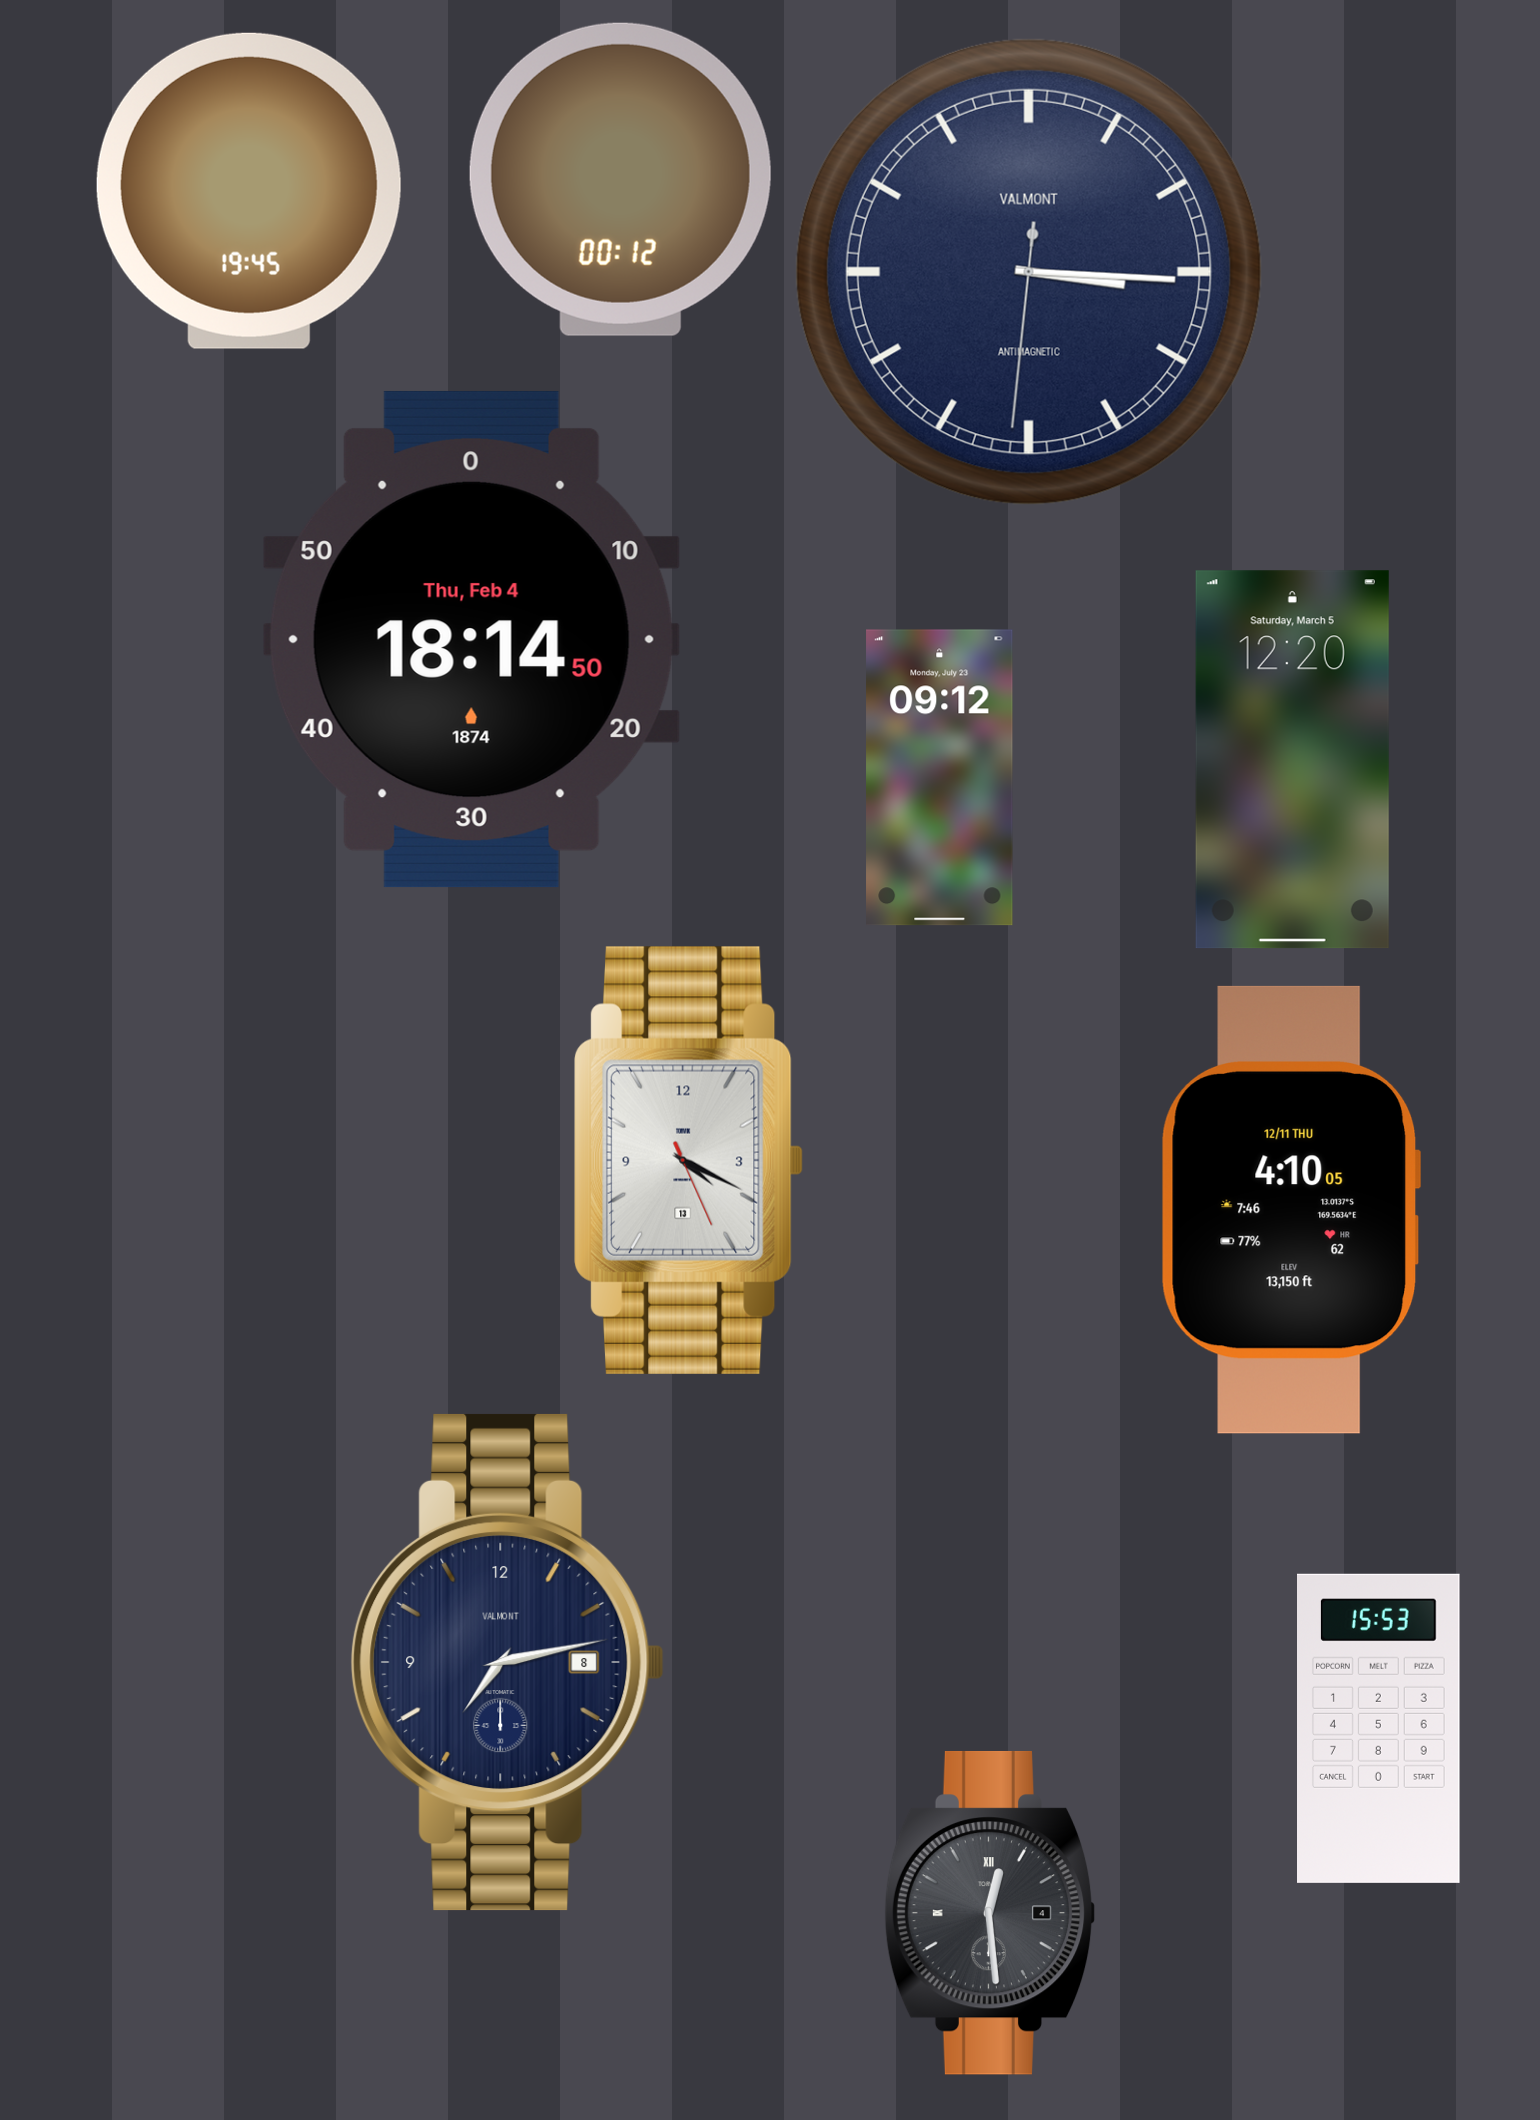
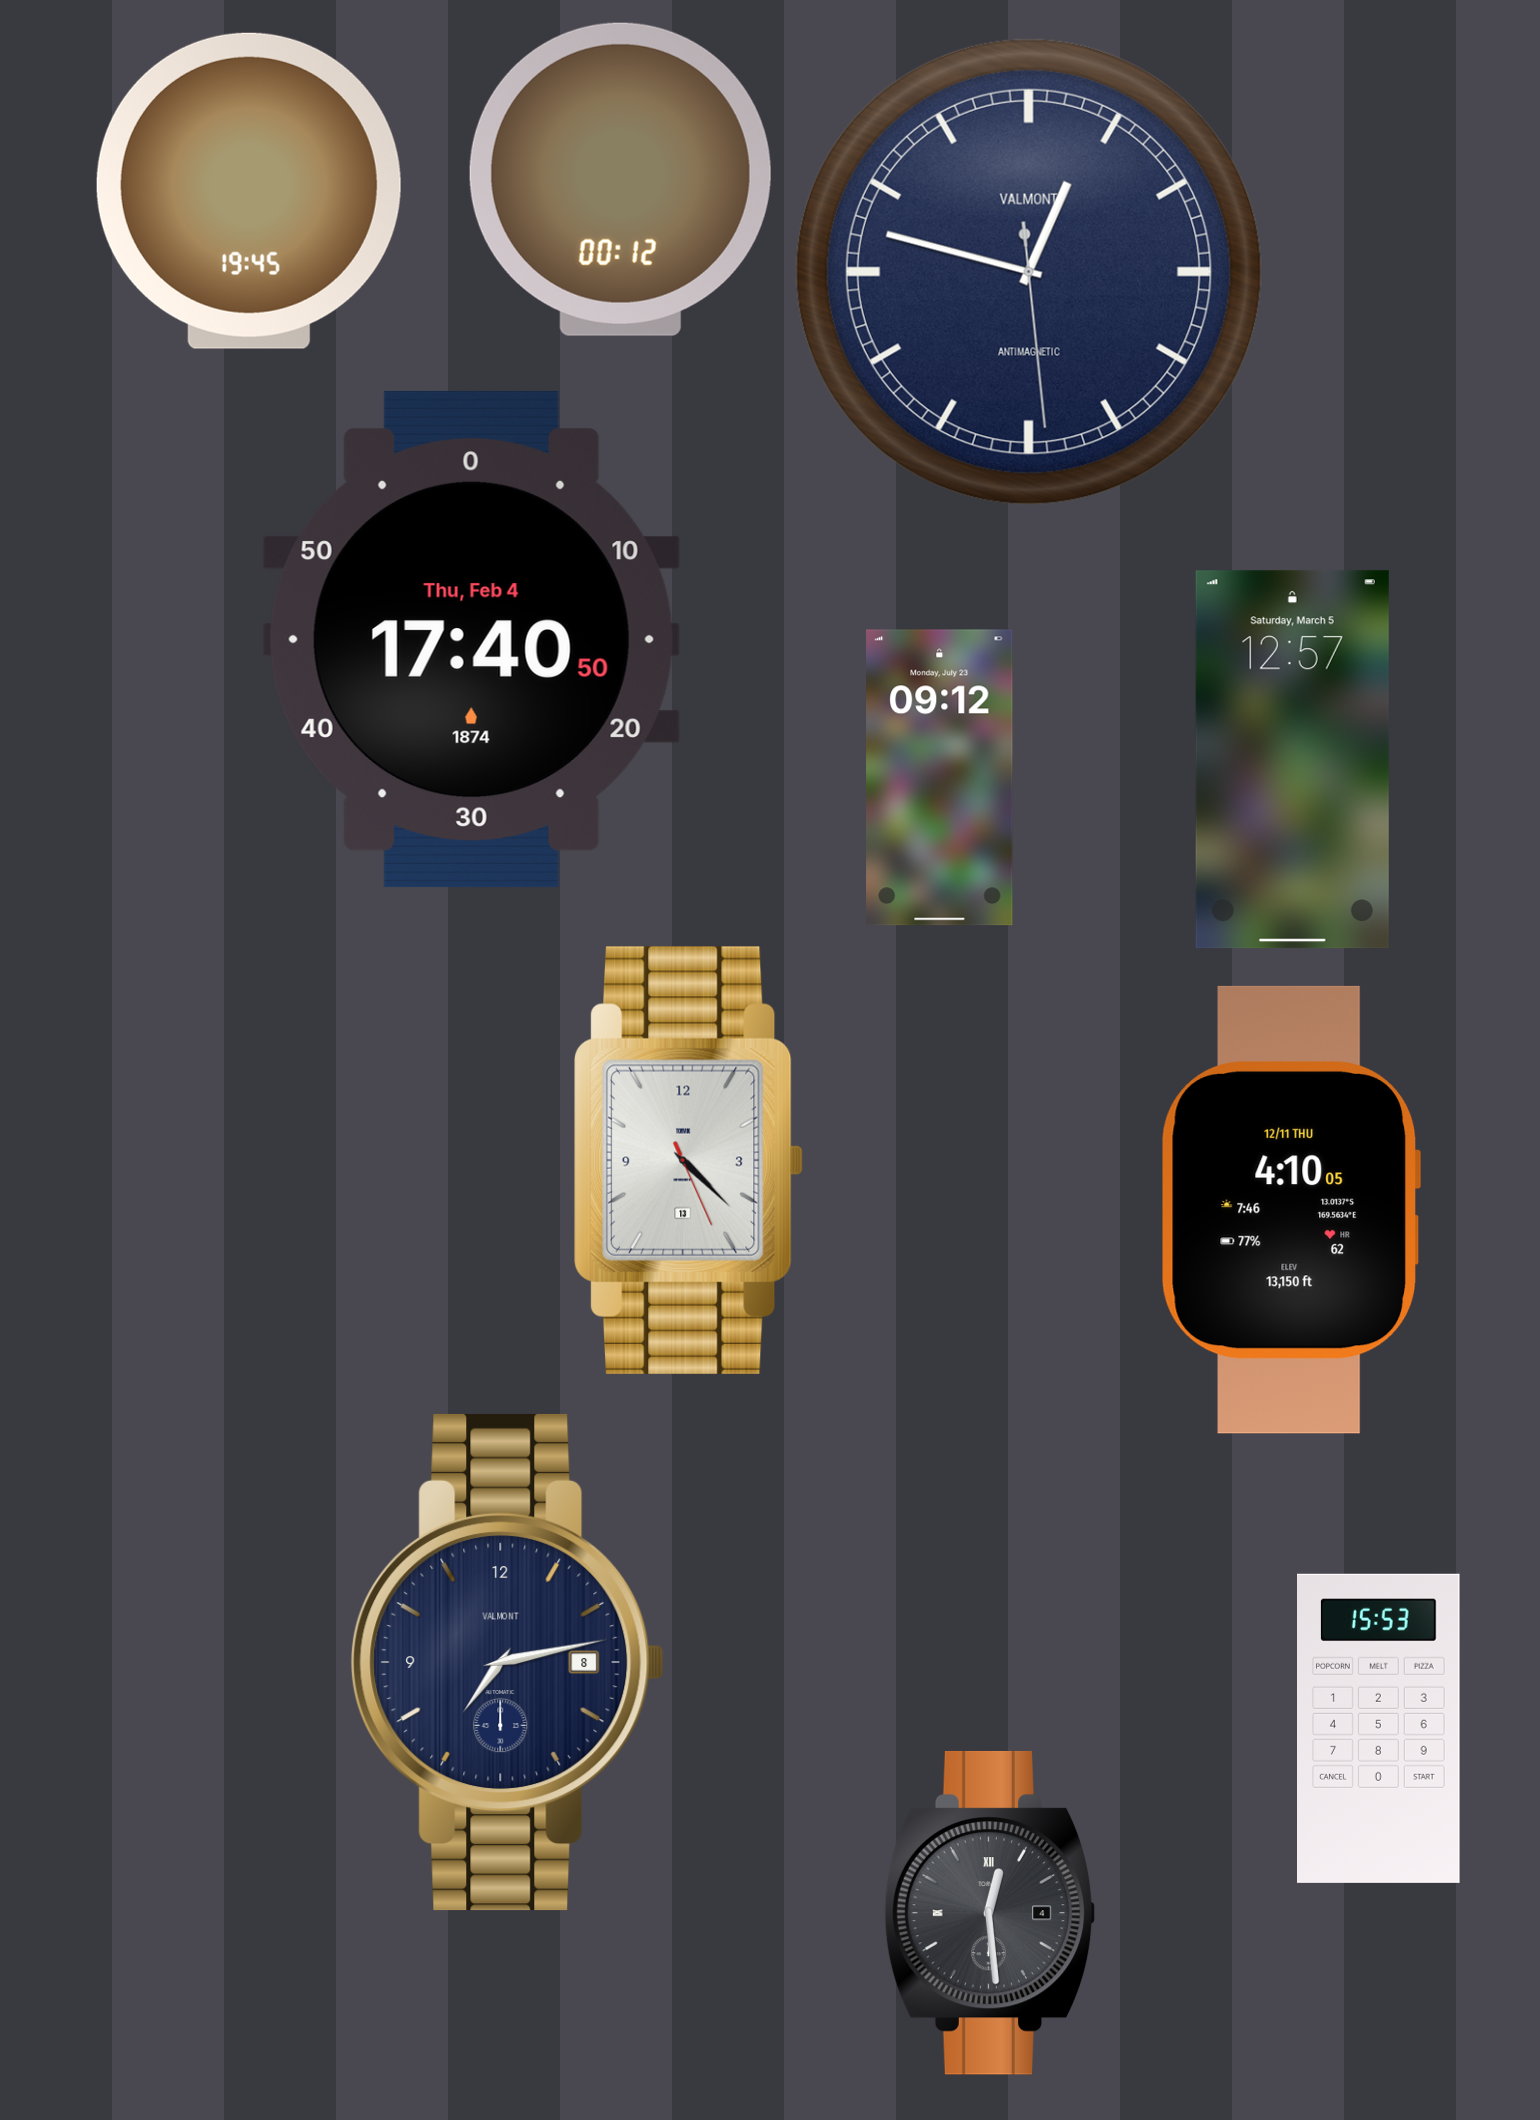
clock at (1029, 272): 3:15 -> 12:47
clock at (471, 639): 18:14 -> 17:40
clock at (1292, 760): 12:20 -> 12:57
clock at (689, 1160): 4:19 -> 4:22
